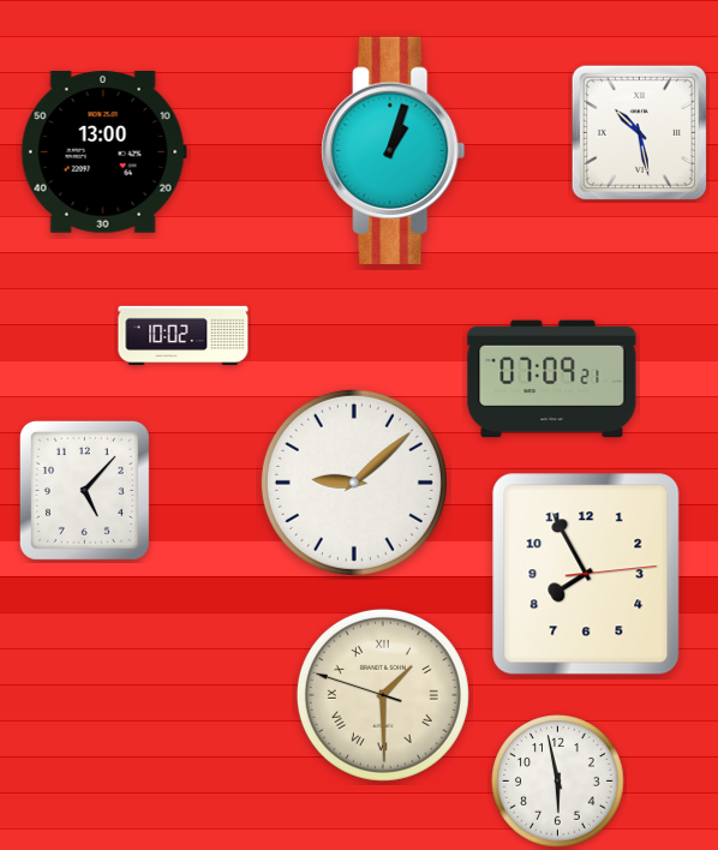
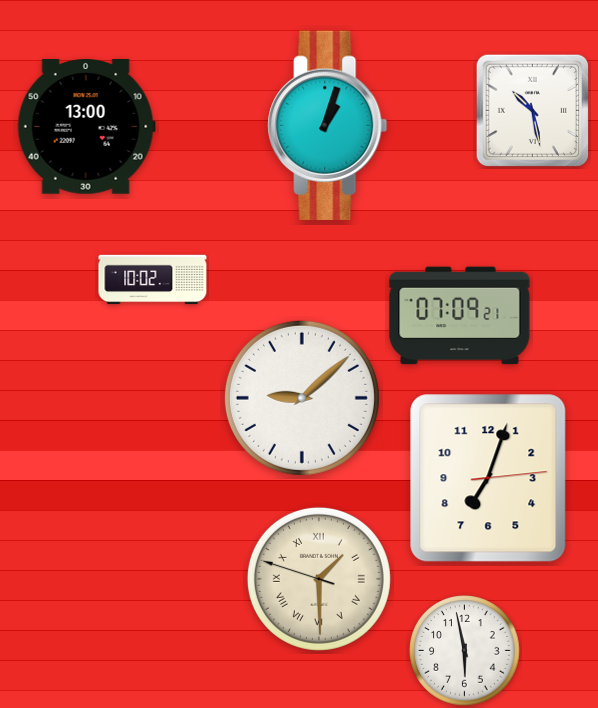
clock at (354, 483) position: (354, 483) -> (302, 398)
clock at (84, 490): 5:07 -> none
clock at (586, 574): 7:55 -> 7:03
